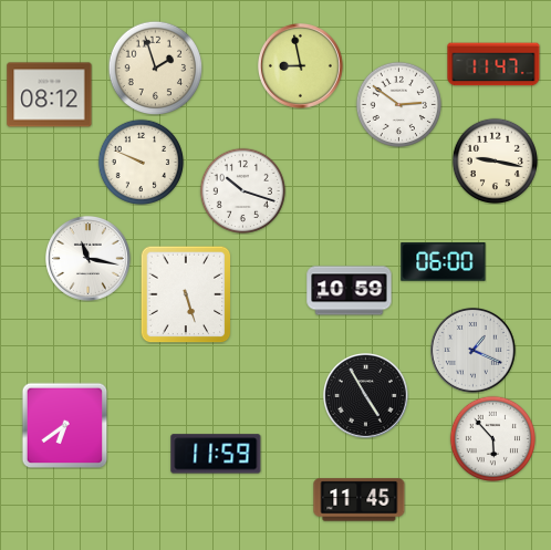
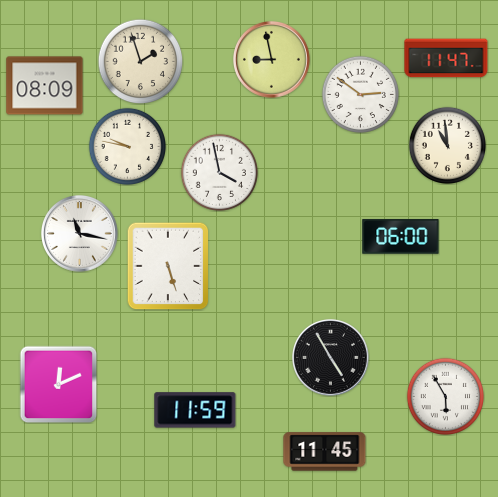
clock at (50, 95): 08:12 -> 08:09
clock at (495, 160): 9:17 -> 10:59
clock at (141, 162): 9:49 -> 9:47
clock at (242, 190): 10:18 -> 3:58
clock at (350, 291): 10:59 -> none
clock at (474, 351): 1:19 -> none
clock at (64, 425): 6:39 -> 12:11
clock at (492, 438): 5:53 -> 5:55
